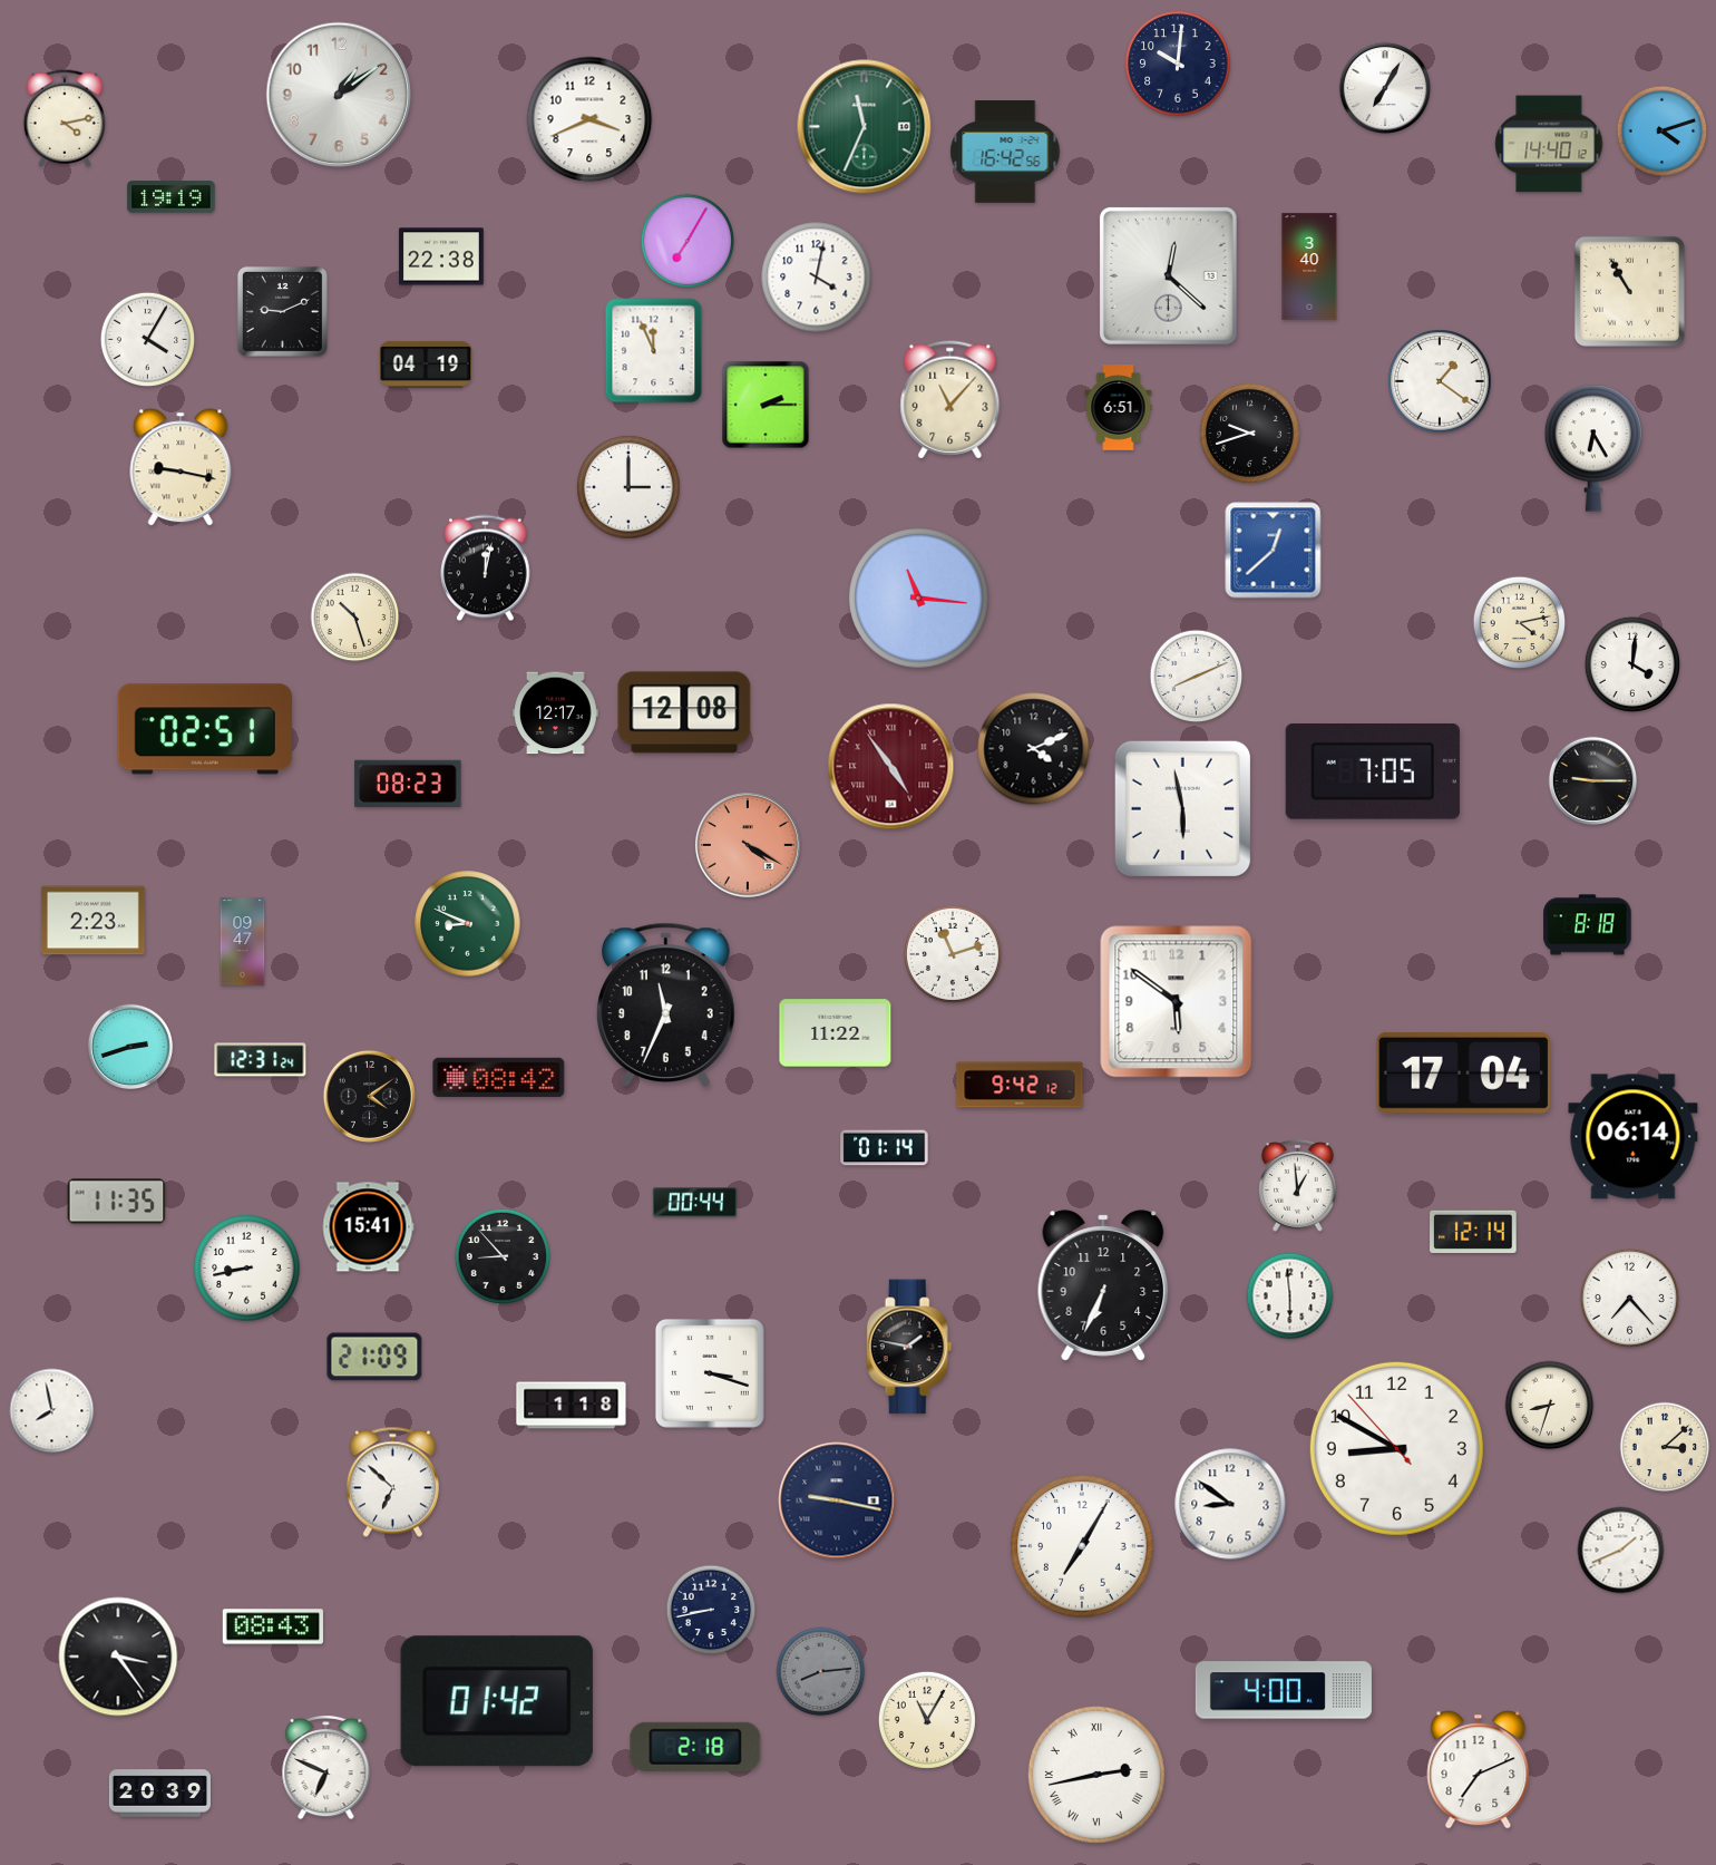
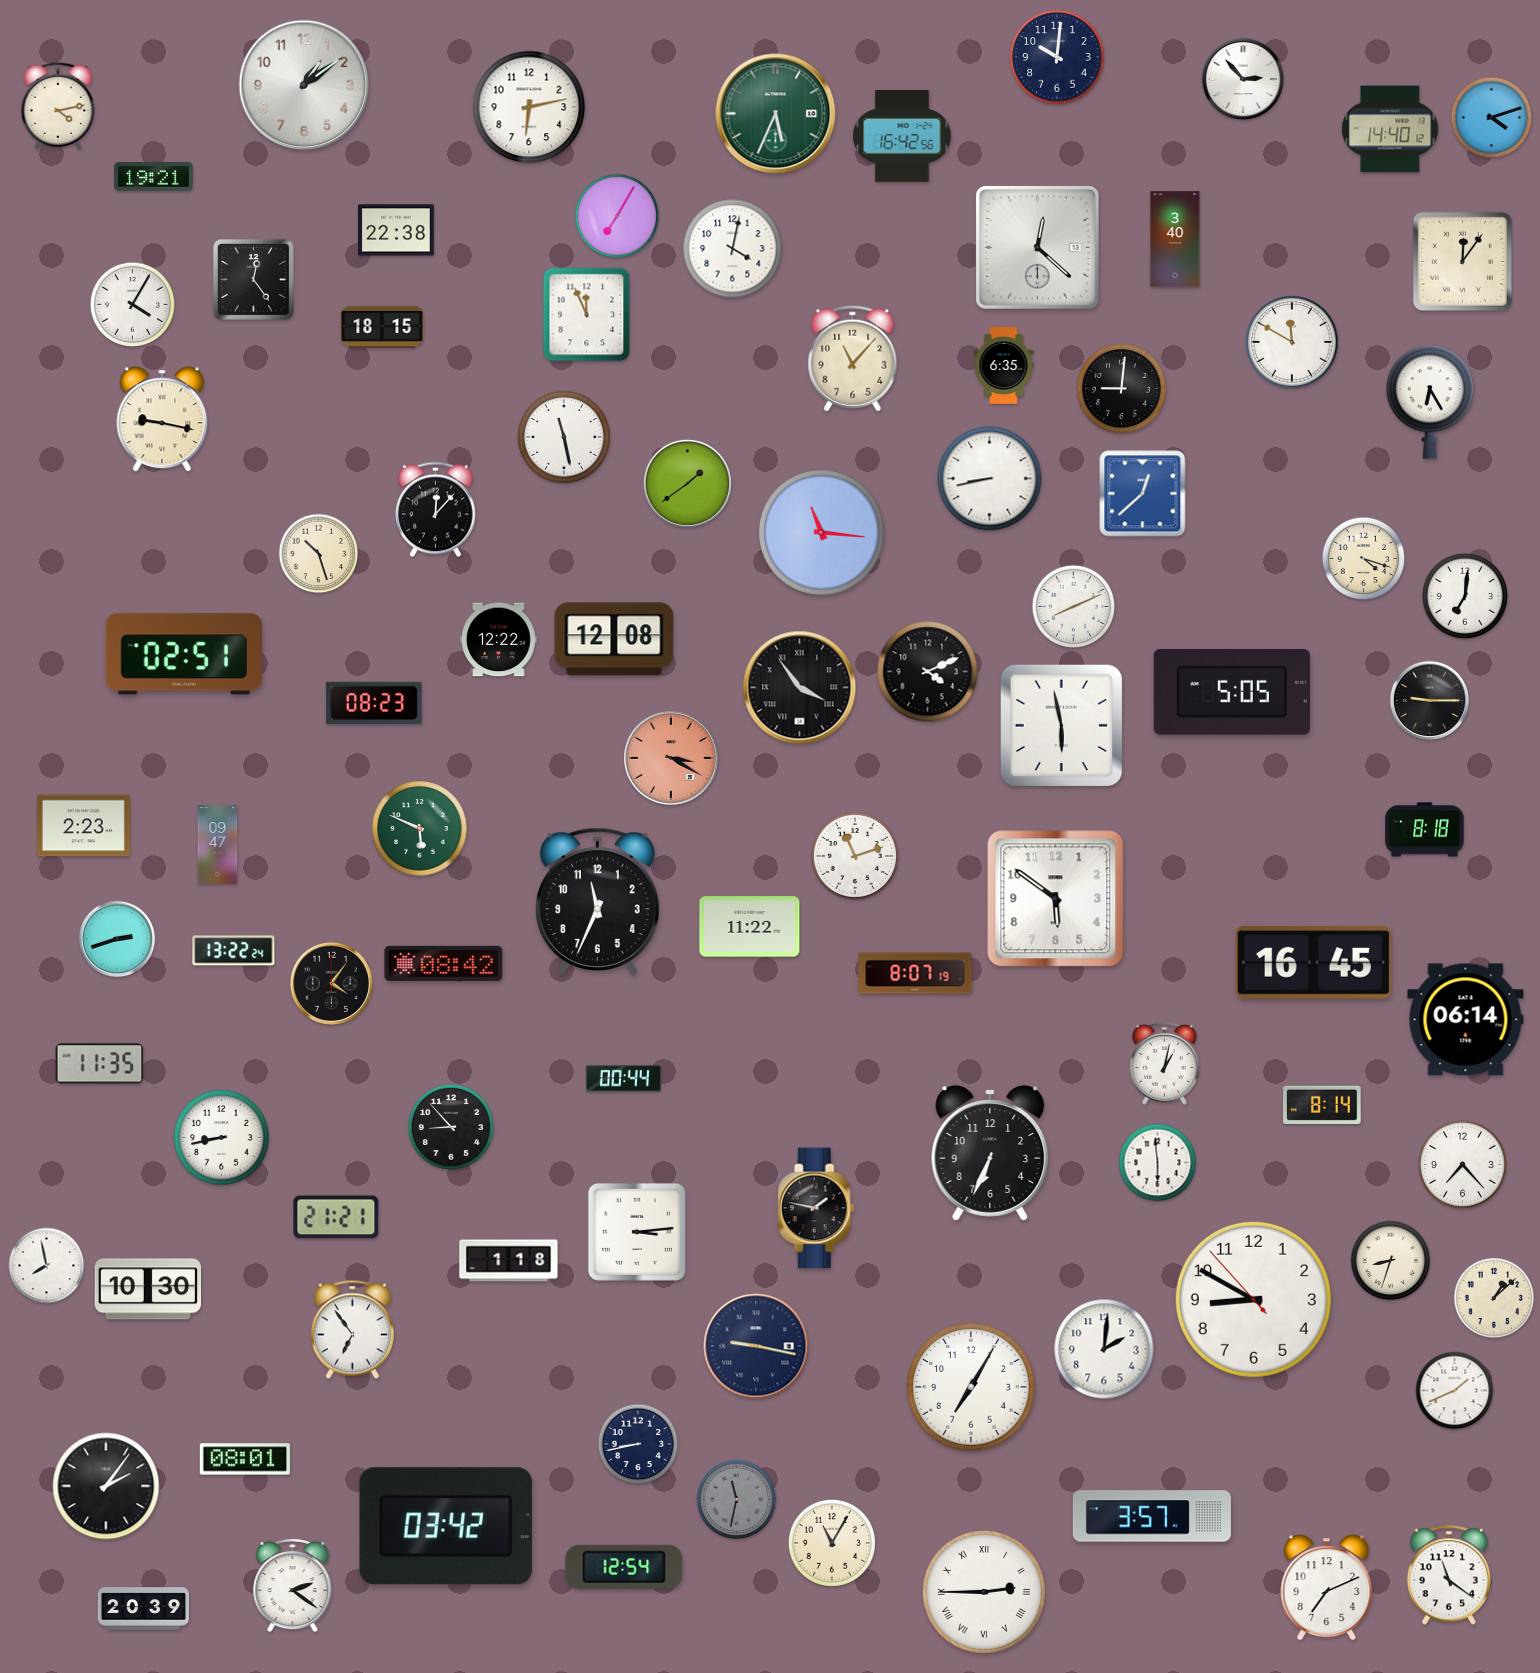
clock at (1385, 88): 7:05 -> 2:53
clock at (589, 119): 3:41 -> 6:13
clock at (865, 127): 11:34 -> 5:34
clock at (172, 197): 19:19 -> 19:21
clock at (1168, 275) position: (1168, 275) -> (1037, 247)
clock at (1629, 291): 10:55 -> 12:06
clock at (282, 311): 9:11 -> 12:24
clock at (426, 365): 04:19 -> 18:15
clock at (1440, 381): 1:21 -> 11:50
clock at (766, 405): 2:15 -> none
clock at (1119, 408): 6:51 -> 6:35
clock at (1249, 433): 9:42 -> 9:01
clock at (628, 487): 3:00 -> 11:28
clock at (990, 479): none -> 8:43
clock at (687, 483): none -> 1:39
clock at (486, 569): 12:02 -> 12:07
clock at (918, 598) position: (918, 598) -> (821, 532)
clock at (1520, 623): 4:13 -> 4:18
clock at (1632, 664): 4:01 -> 7:01
clock at (556, 713): 12:17 -> 12:22
clock at (891, 767): 4:54 -> 3:54
clock at (891, 767) dial: burgundy -> black
clock at (1373, 773): 7:05 -> 5:05
clock at (408, 784) position: (408, 784) -> (374, 703)
clock at (748, 845): 4:20 -> 3:20
clock at (468, 924): 8:49 -> 5:49
clock at (261, 1060): 12:31 -> 13:22
clock at (1463, 1072): 17:04 -> 16:45
clock at (499, 1077) position: (499, 1077) -> (444, 963)
clock at (1020, 1085): 9:42 -> 8:07
clock at (369, 1096): 4:09 -> 4:06
clock at (885, 1148): 01:14 -> none
clock at (1298, 1186): 12:59 -> 1:02
clock at (117, 1202) position: (117, 1202) -> (100, 1064)
clock at (368, 1227): 15:41 -> none
clock at (1473, 1232): 12:14 -> 8:14
clock at (374, 1357): 21:09 -> 21:21
clock at (710, 1373): 3:18 -> 3:14
clock at (572, 1406) position: (572, 1406) -> (509, 1261)
clock at (147, 1289): none -> 10:30
clock at (1665, 1447): 3:08 -> 1:08
clock at (392, 1483): 6:52 -> 6:54
clock at (837, 1500) position: (837, 1500) -> (756, 1346)
clock at (1230, 1504): 8:51 -> 2:01
clock at (273, 1626): 08:43 -> 08:01
clock at (118, 1657): 3:24 -> 2:06
clock at (821, 1672): 8:14 -> 11:32
clock at (1284, 1690): 4:00 -> 3:57
clock at (497, 1701): 01:42 -> 03:42
clock at (695, 1747): 2:18 -> 12:54
clock at (1449, 1575): none -> 11:21
clock at (326, 1767): 6:49 -> 2:21
clock at (1096, 1775): 2:43 -> 2:45
